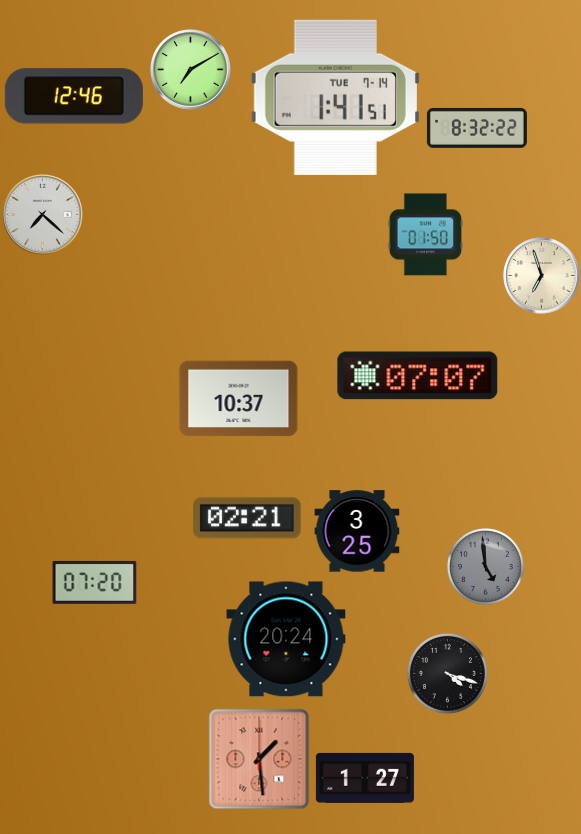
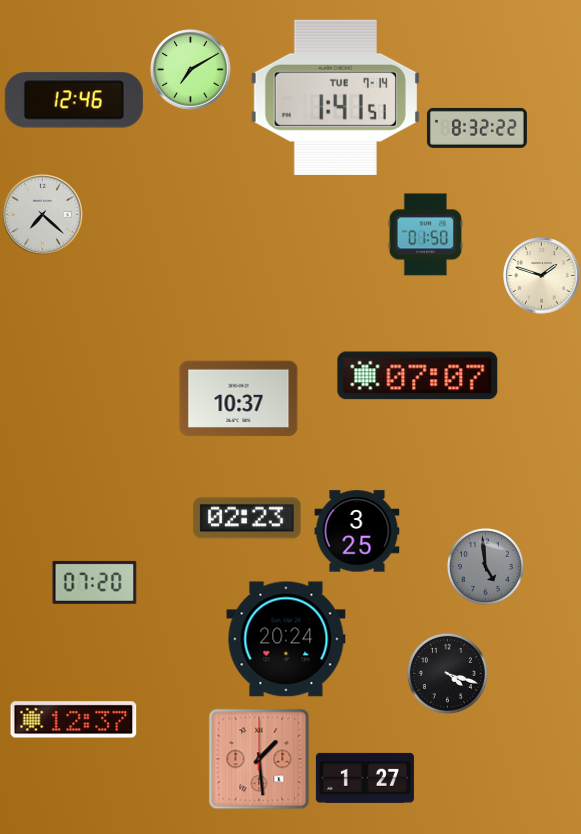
clock at (74, 96) position: (74, 96) -> (74, 100)
clock at (542, 276): 6:57 -> 1:48
clock at (247, 518): 02:21 -> 02:23
clock at (74, 720): none -> 12:37
